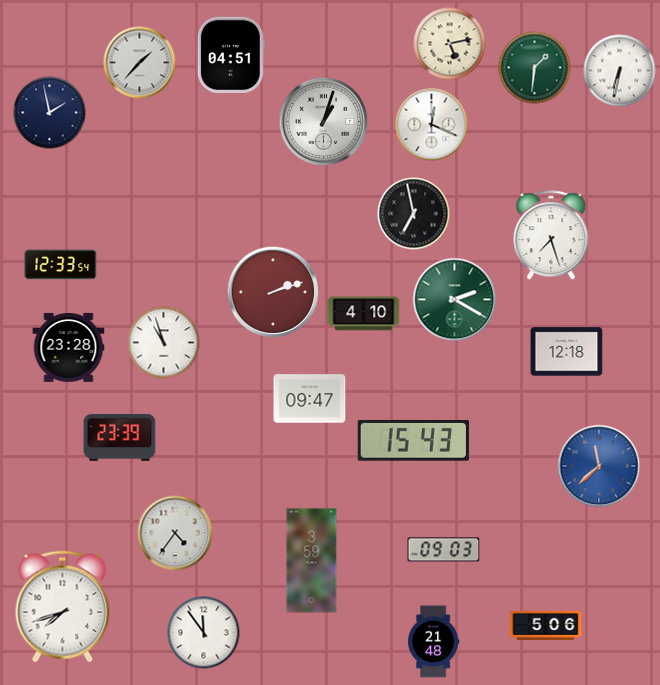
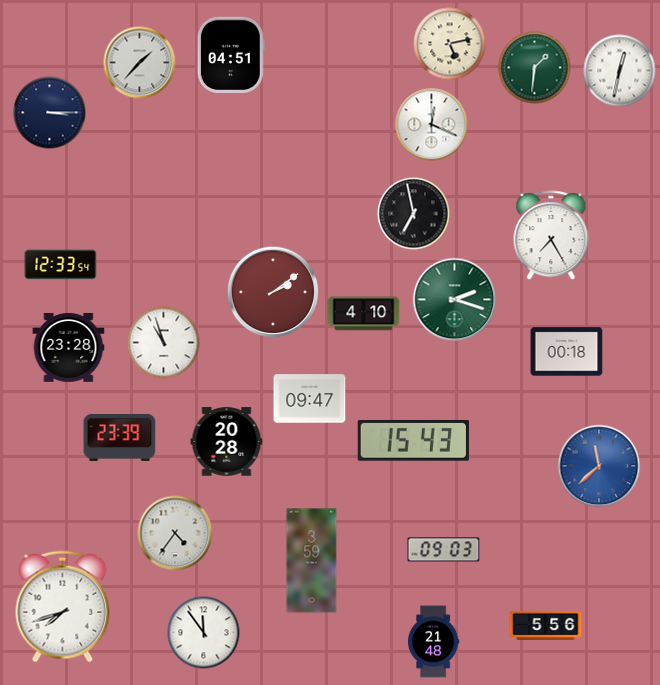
clock at (620, 71): 6:32 -> 12:32
clock at (50, 113): 1:58 -> 3:15
clock at (324, 122): 1:03 -> none
clock at (551, 236): 7:27 -> 7:25
clock at (273, 292): 2:12 -> 2:09
clock at (455, 300): 2:20 -> 2:18
clock at (567, 352): 12:18 -> 00:18
clock at (227, 442): none -> 20:28
clock at (546, 625): 5:06 -> 5:56
